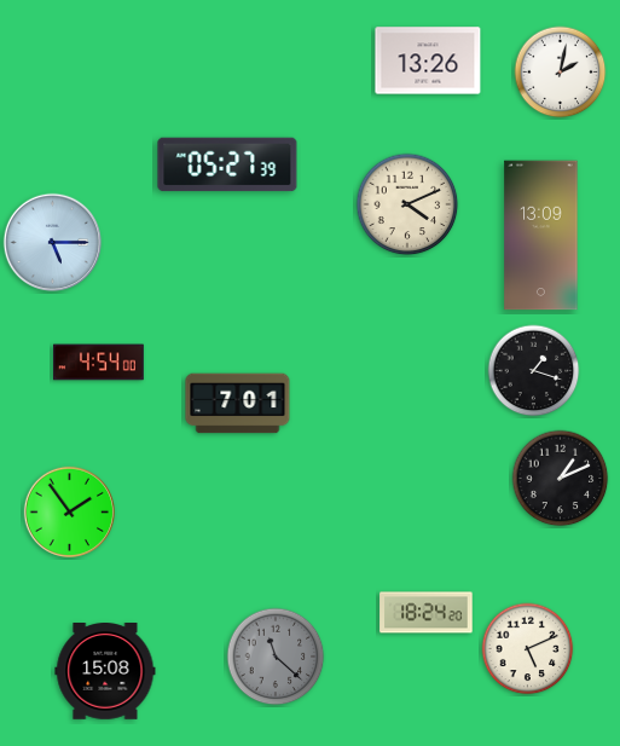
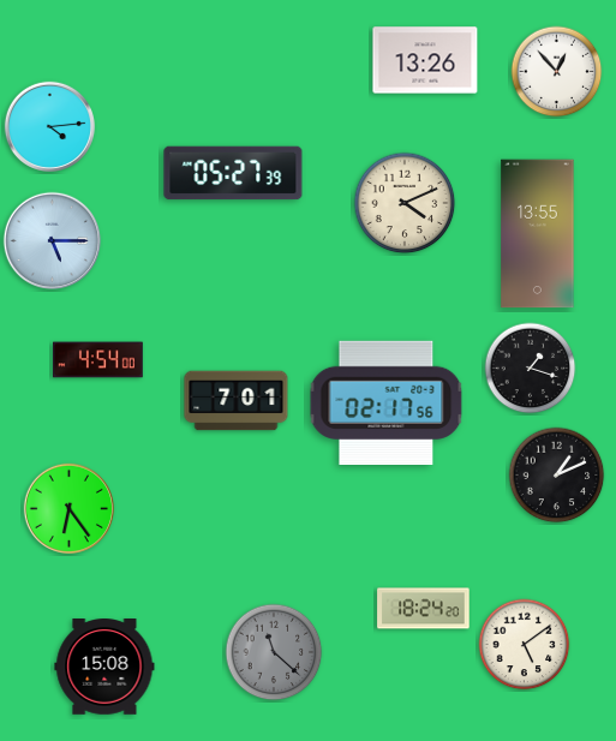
clock at (561, 73): 2:02 -> 12:53
clock at (49, 126): none -> 4:14
clock at (227, 164) position: (227, 164) -> (233, 173)
clock at (541, 236): 13:09 -> 13:55
clock at (387, 404): none -> 02:17
clock at (69, 511): 1:54 -> 6:24
clock at (528, 649): 5:11 -> 5:09
